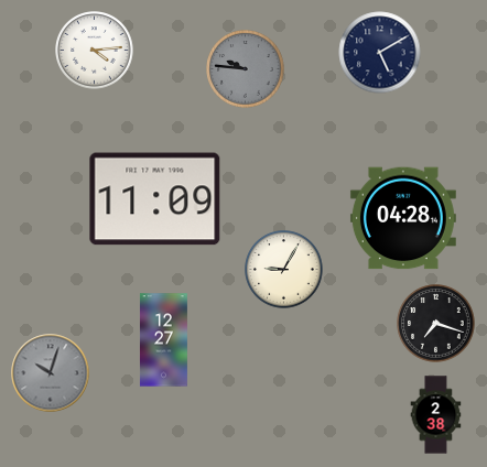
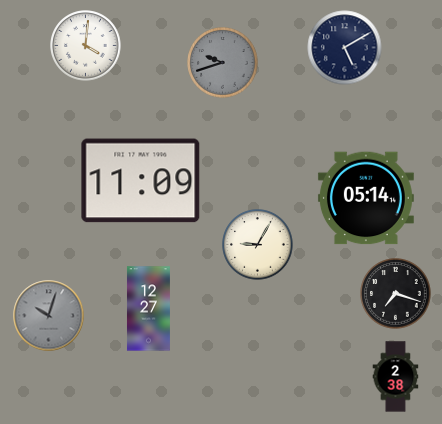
clock at (95, 51): 4:14 -> 4:01
clock at (246, 69): 9:46 -> 9:42
clock at (403, 218): 04:28 -> 05:14
clock at (51, 373) position: (51, 373) -> (49, 316)
